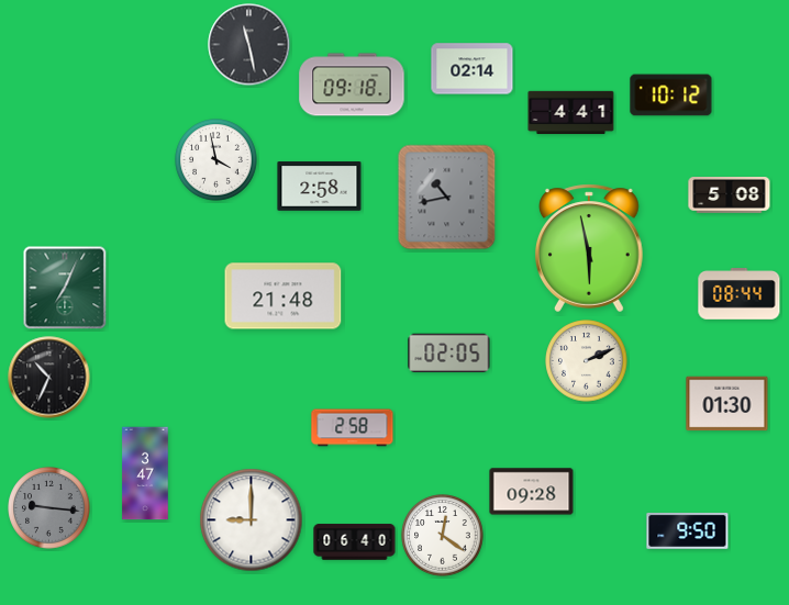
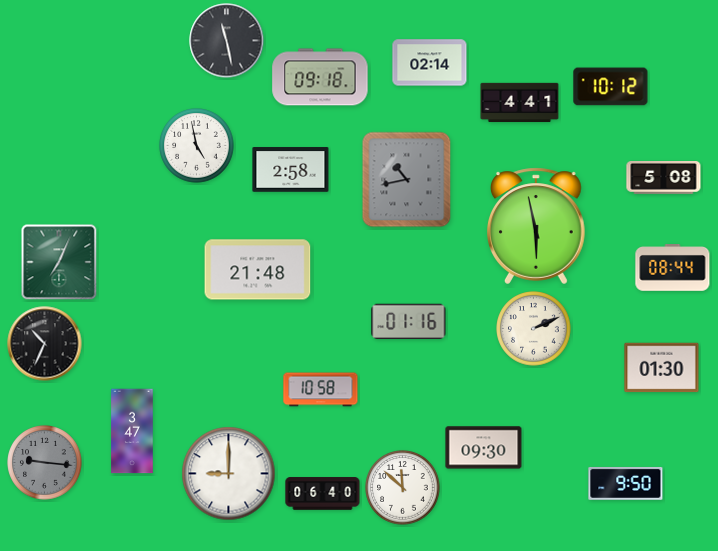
clock at (216, 160): 3:58 -> 4:58
clock at (449, 354): 02:05 -> 01:16
clock at (353, 428): 2:58 -> 10:58
clock at (532, 492): 09:28 -> 09:30
clock at (443, 536): 12:21 -> 11:52
